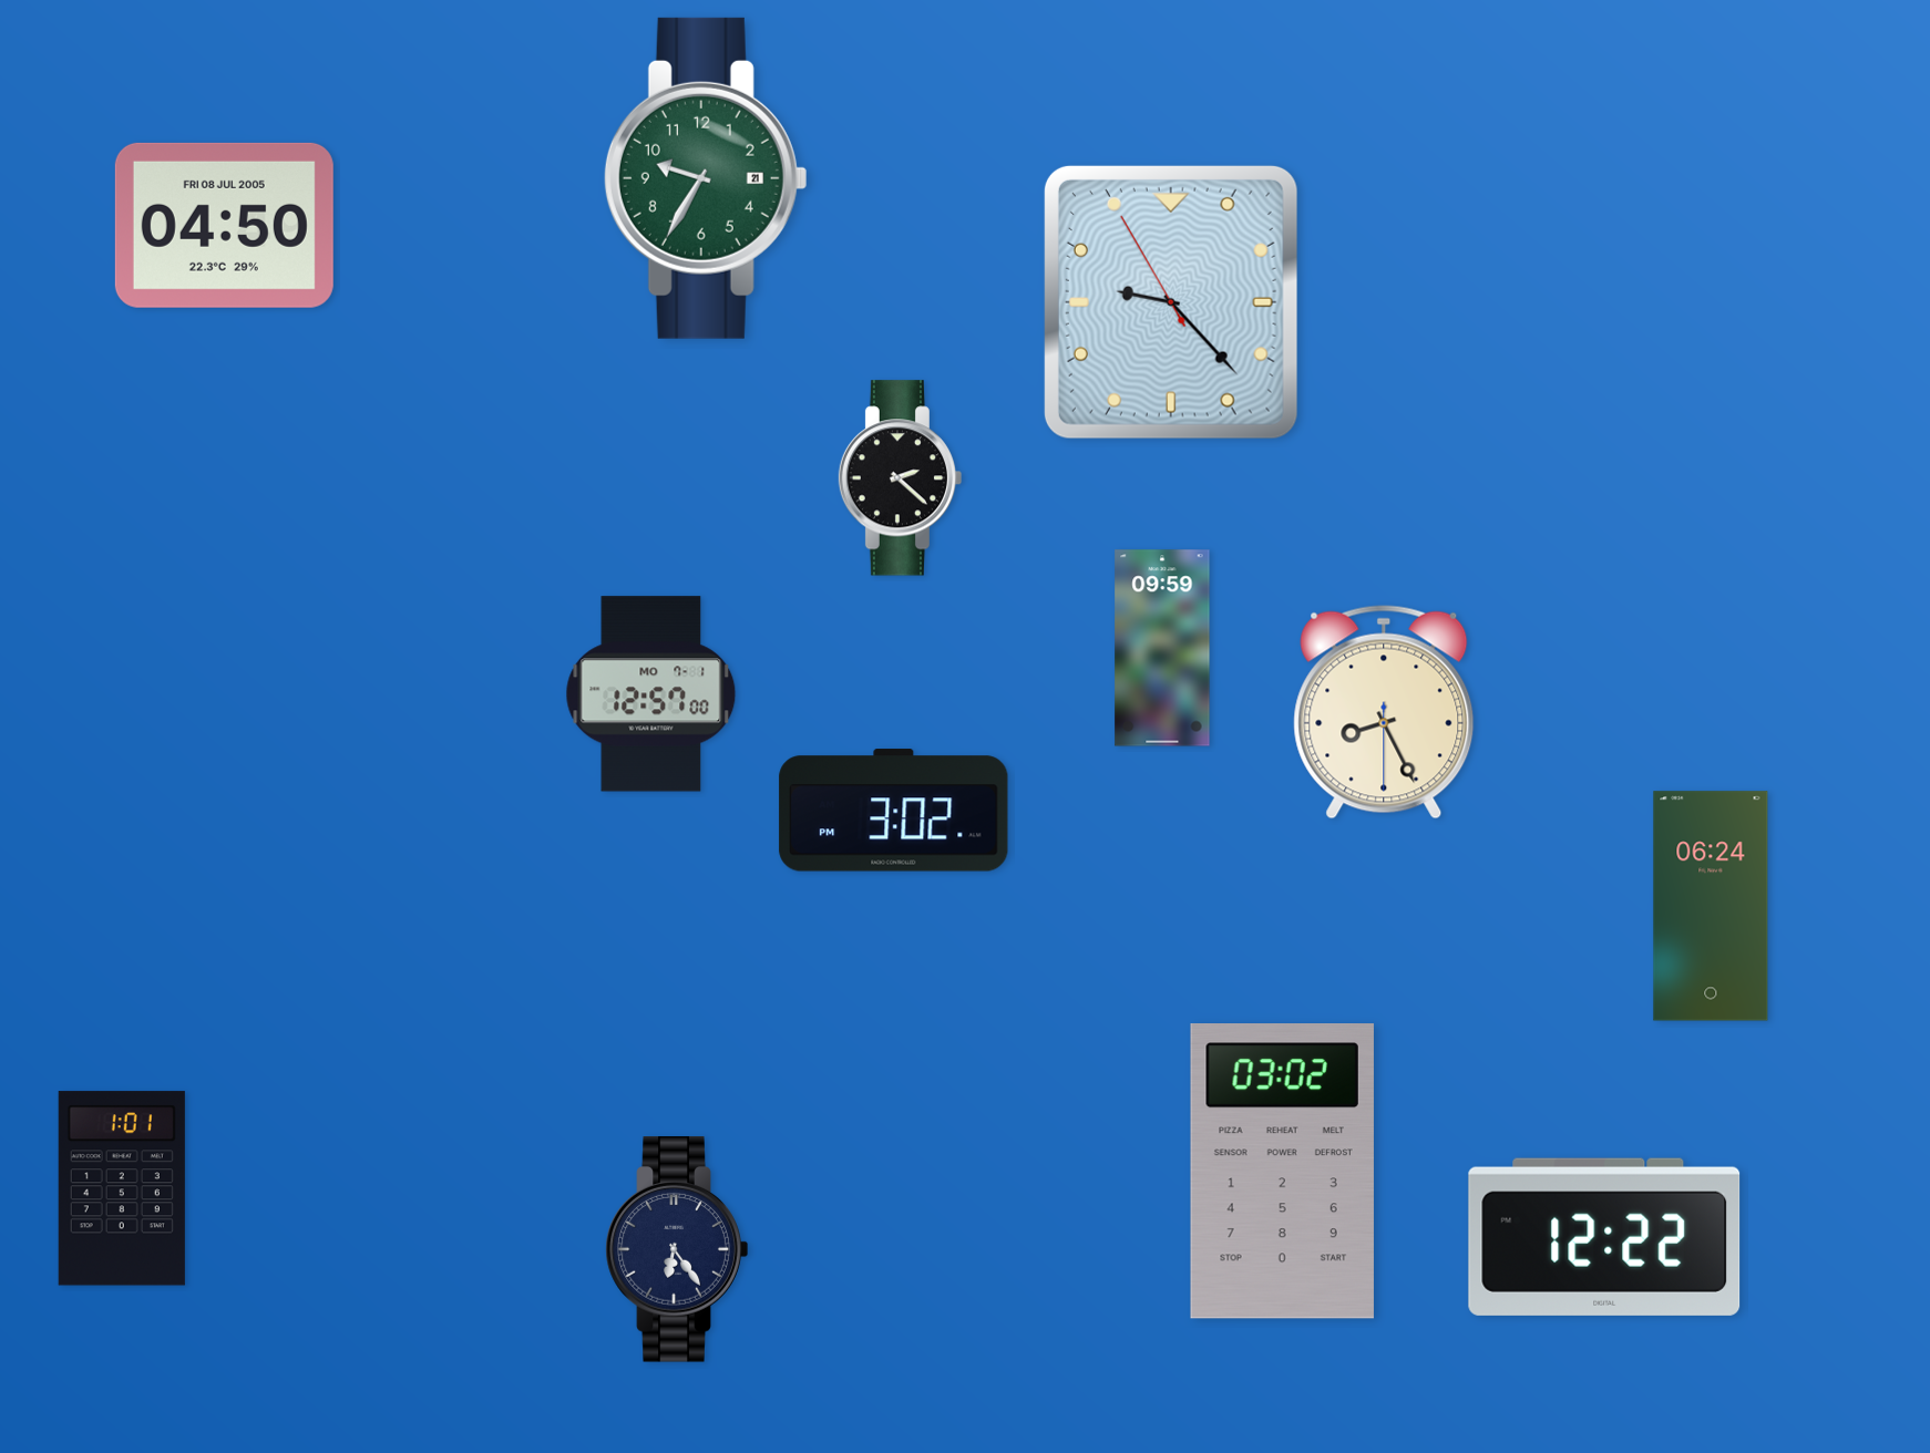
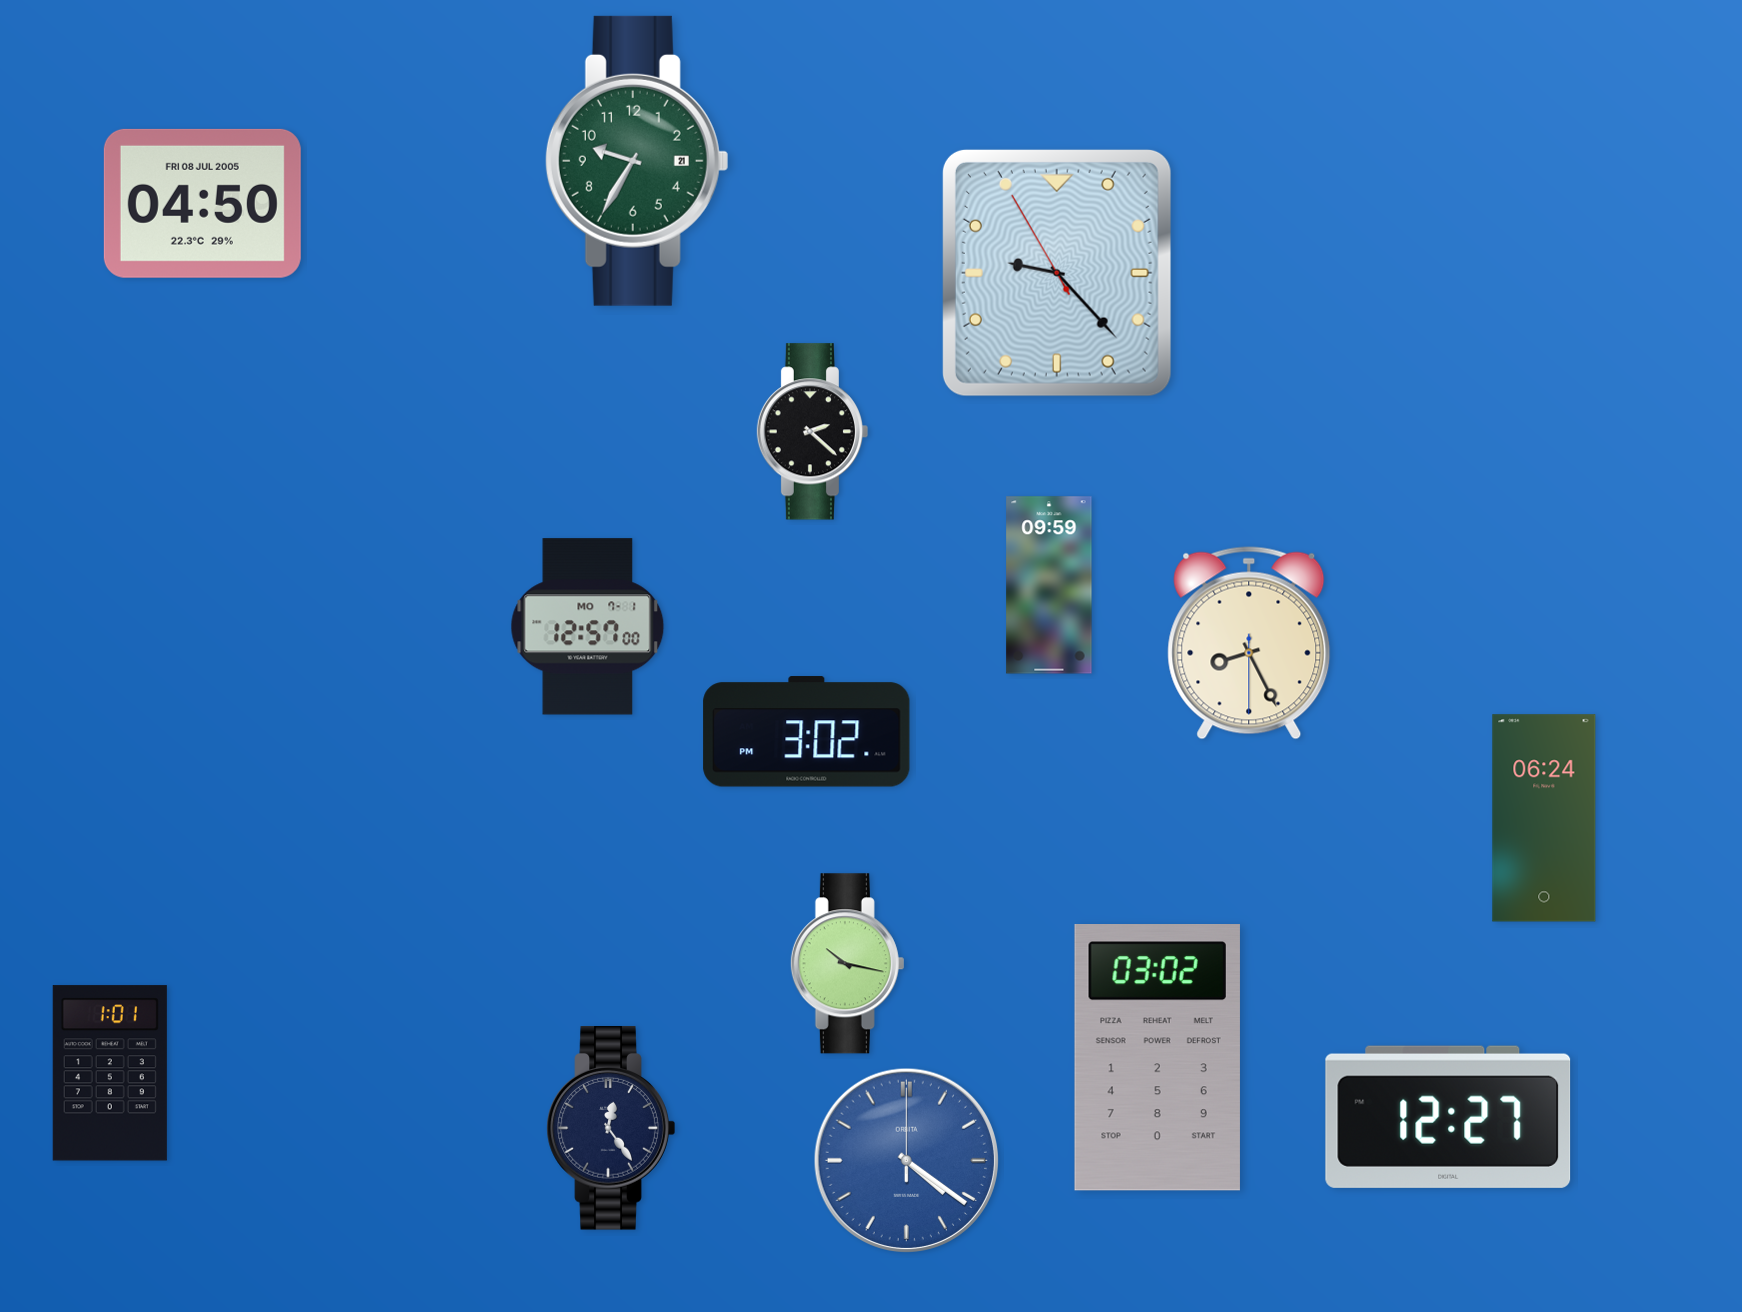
clock at (847, 964): none -> 10:17
clock at (1604, 1237): 12:22 -> 12:27
clock at (677, 1249): 6:24 -> 12:24
clock at (906, 1160): none -> 4:21
